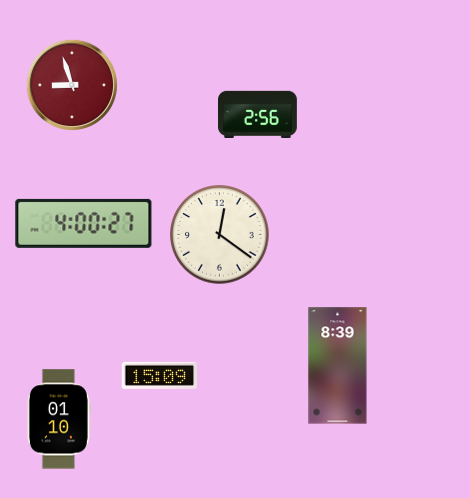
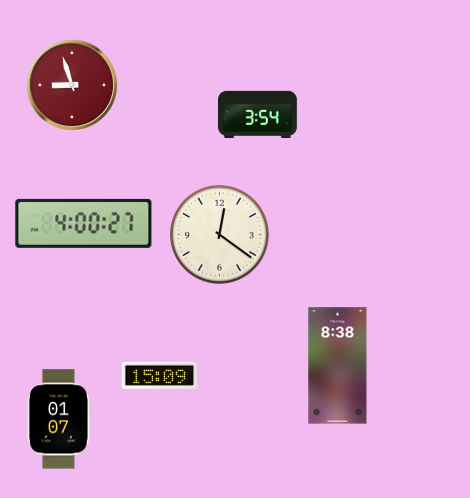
clock at (258, 114): 2:56 -> 3:54
clock at (338, 366): 8:39 -> 8:38
clock at (59, 419): 01:10 -> 01:07
